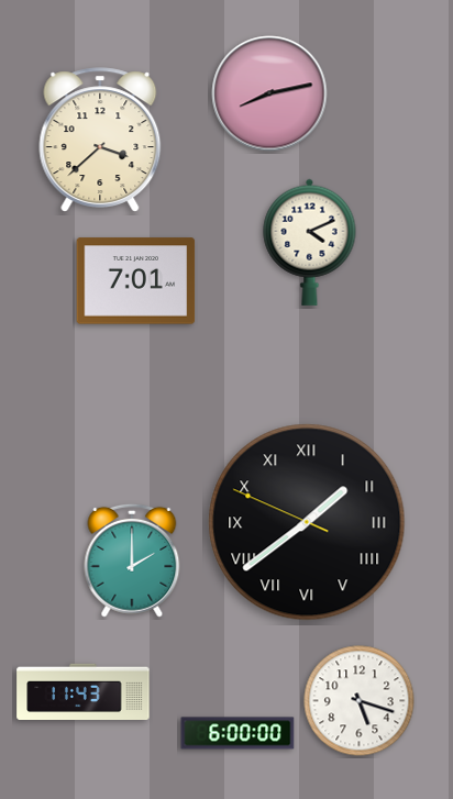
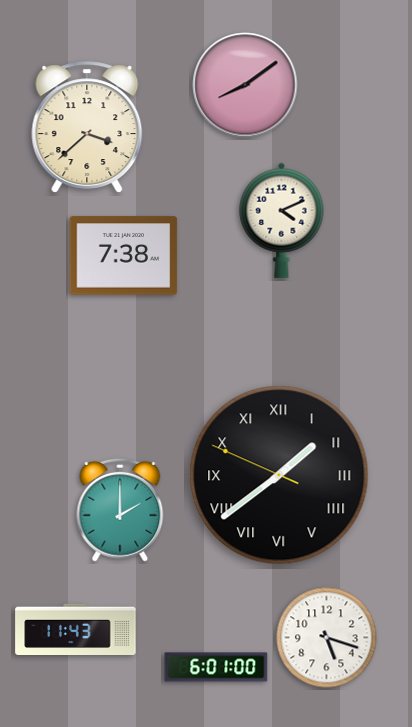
clock at (269, 93): 8:13 -> 8:09
clock at (100, 140) position: (100, 140) -> (87, 127)
clock at (136, 281): 7:01 -> 7:38
clock at (237, 733): 6:00 -> 6:01
